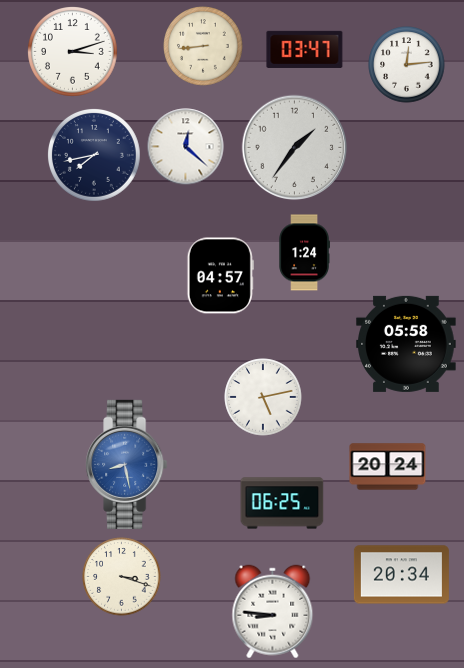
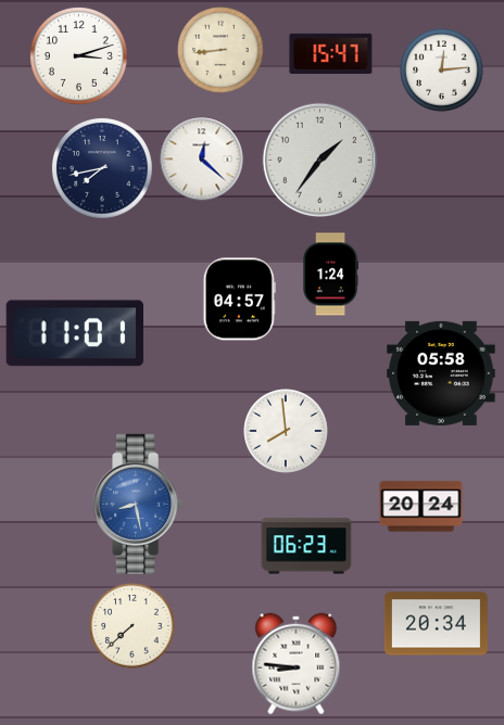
clock at (305, 49): 03:47 -> 15:47
clock at (75, 333): none -> 11:01
clock at (263, 397): 5:13 -> 7:59
clock at (282, 503): 06:25 -> 06:23
clock at (122, 577): 3:18 -> 7:38
